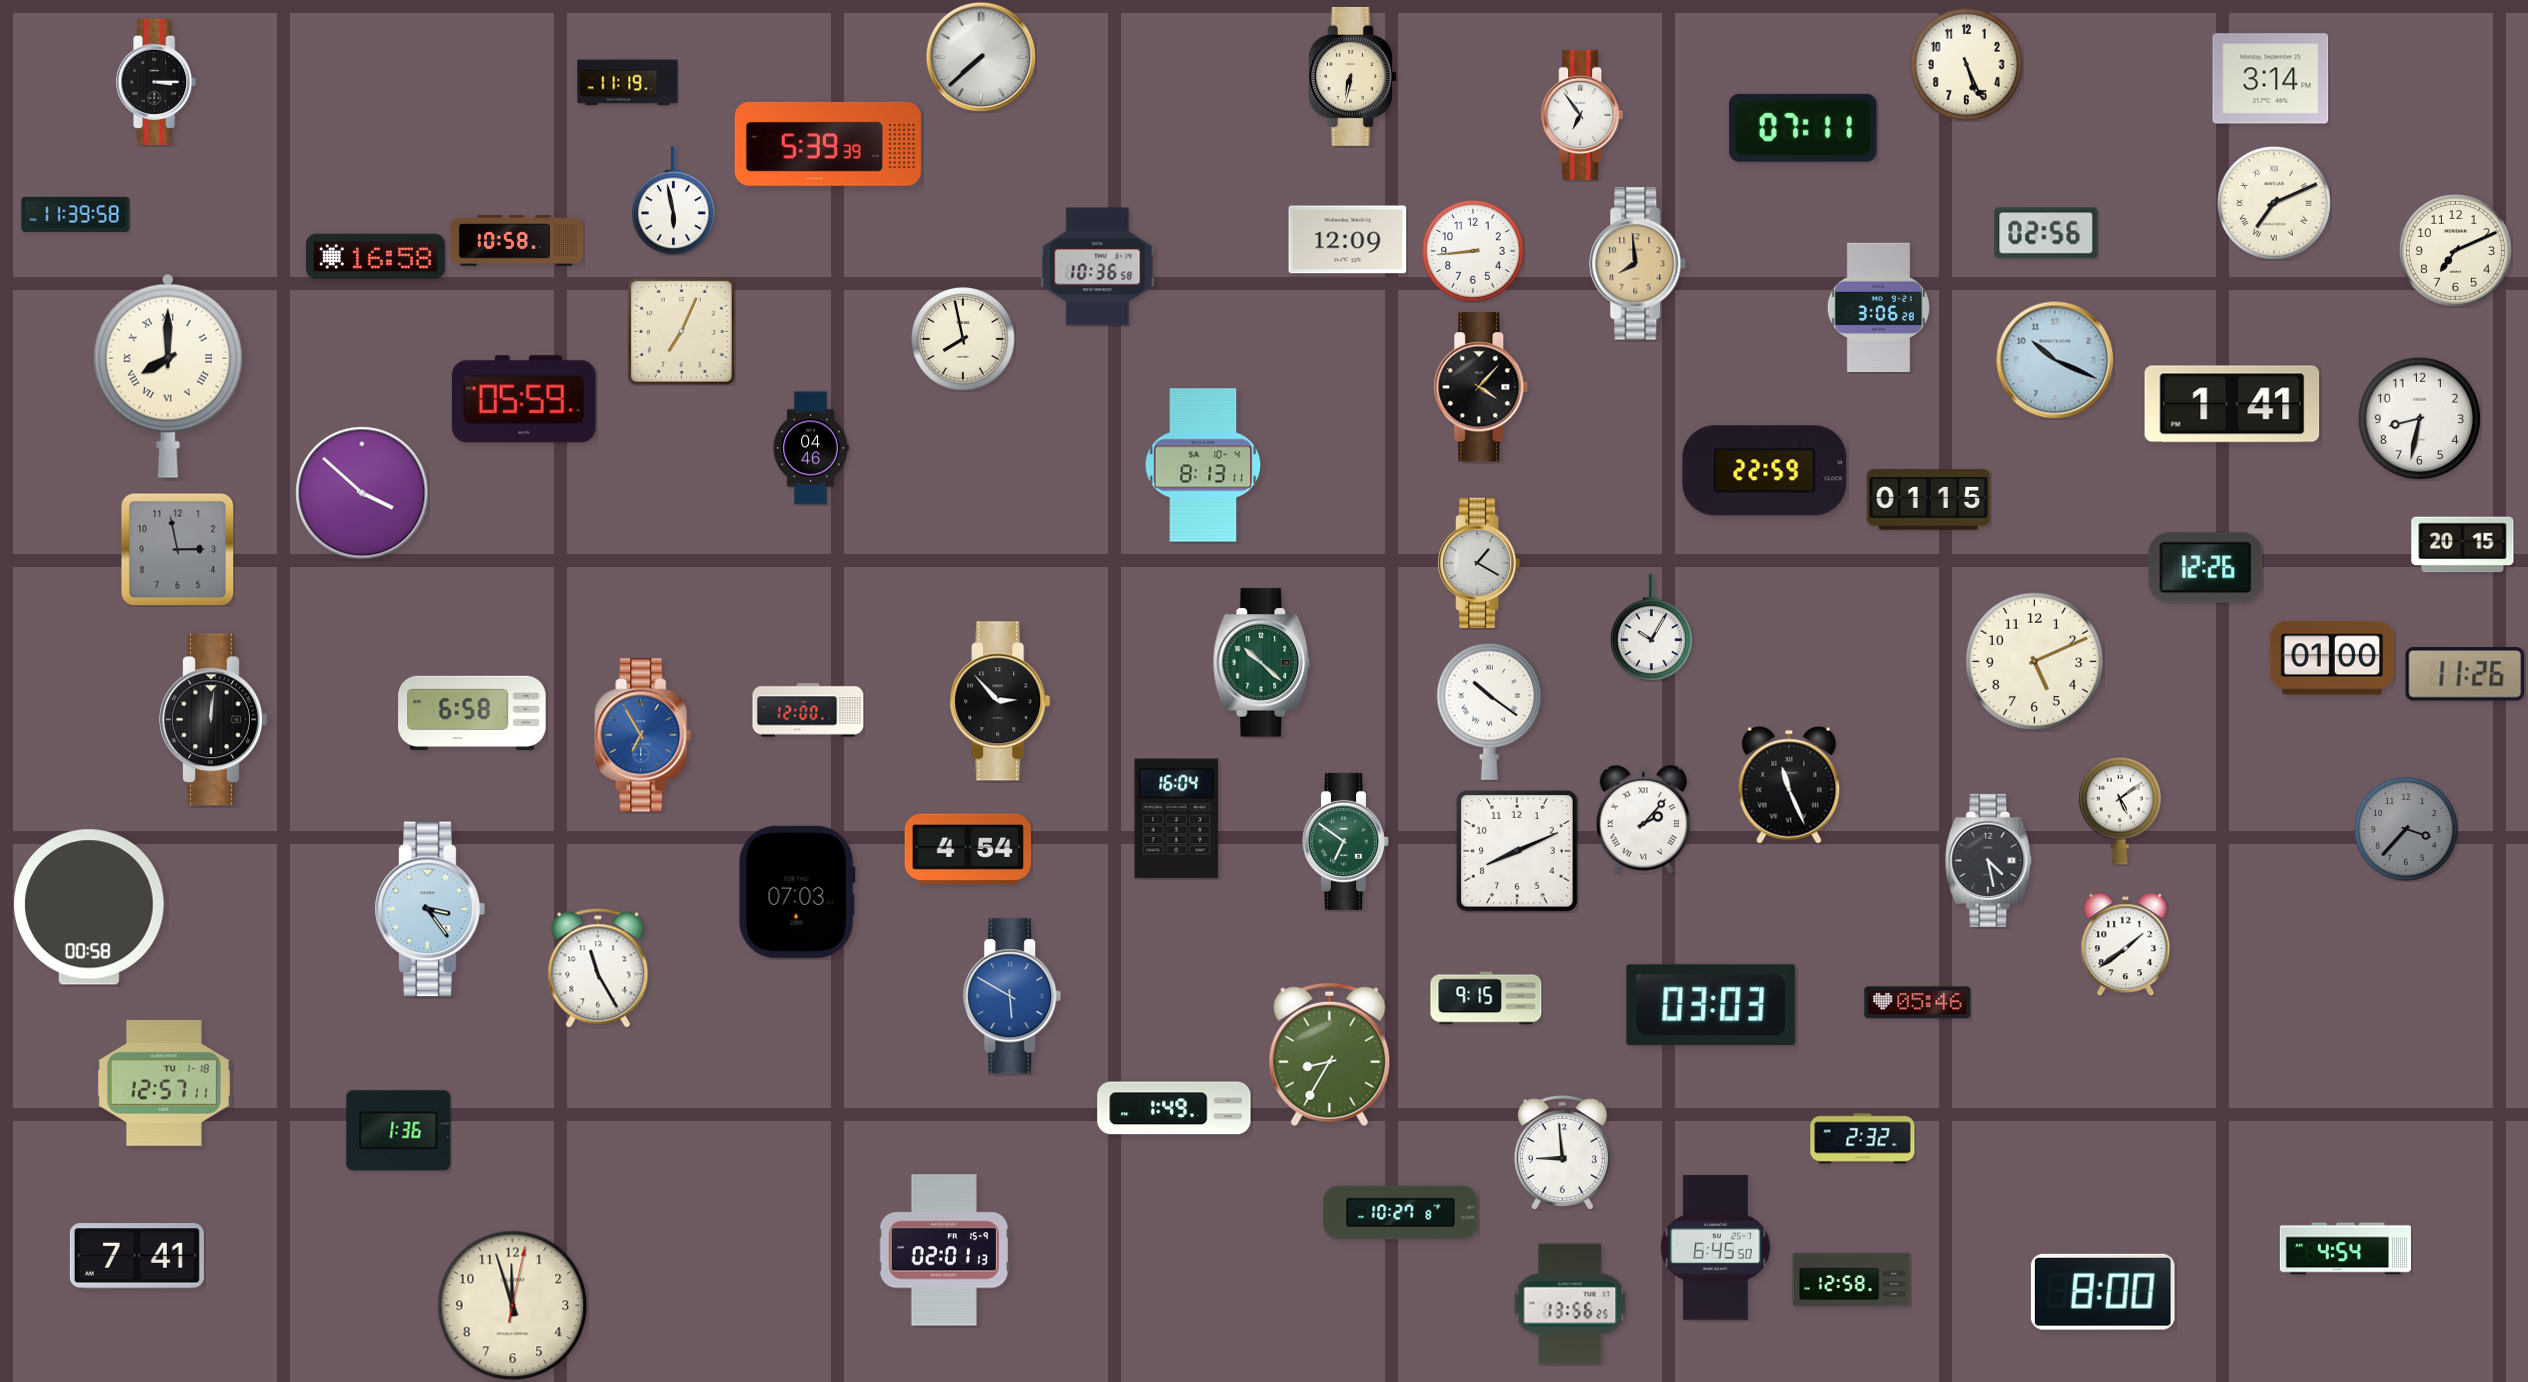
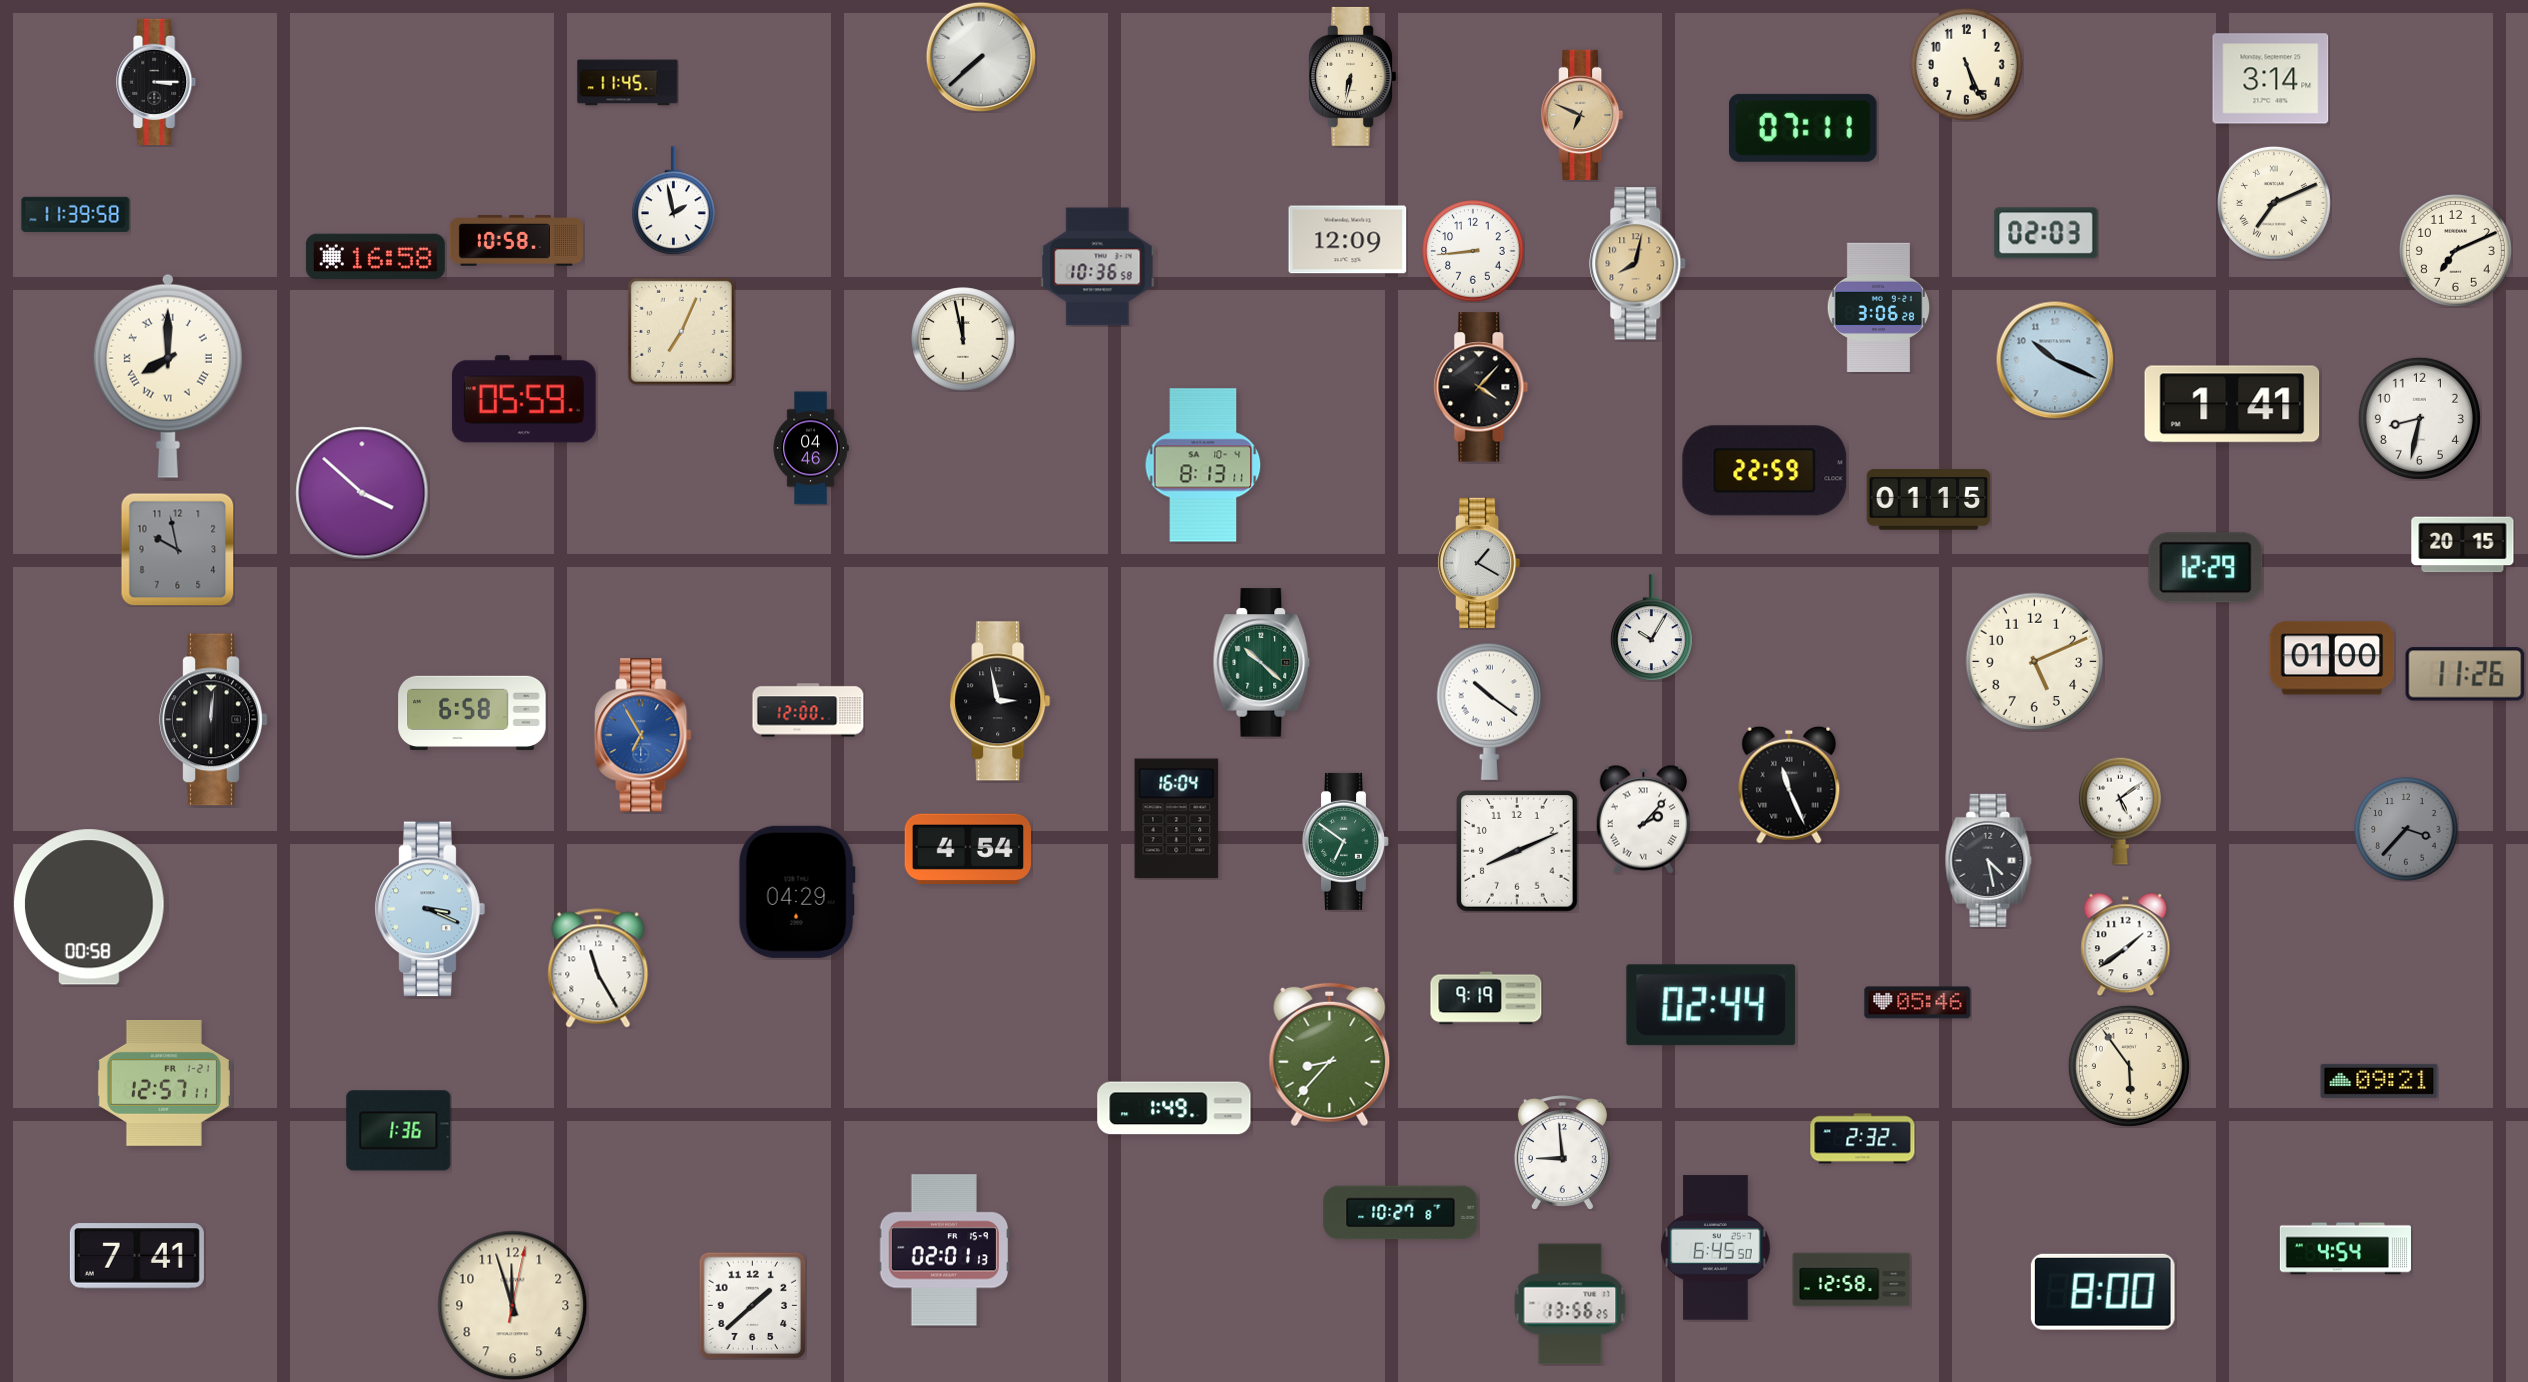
clock at (628, 83): 11:19 -> 11:45
clock at (1582, 115): 6:54 -> 6:49
clock at (1582, 115) dial: white -> champagne
clock at (828, 144): 5:39 -> none
clock at (674, 201): 5:58 -> 1:58
clock at (2046, 233): 02:56 -> 02:03
clock at (1638, 264): 7:59 -> 8:02
clock at (963, 339): 7:58 -> 11:58
clock at (177, 549): 2:58 -> 9:58
clock at (2206, 568): 12:26 -> 12:29
clock at (1000, 701): 2:53 -> 2:58
clock at (797, 892): 07:03 -> 04:29
clock at (430, 909): 3:24 -> 3:19
clock at (1012, 996): 5:50 -> none
clock at (1486, 998): 9:15 -> 9:19
clock at (1711, 1005): 03:03 -> 02:44
clock at (1330, 1055): 8:35 -> 8:37
clock at (2129, 1066): none -> 5:54
clock at (2379, 1081): none -> 09:21
clock at (164, 1083) date: TU 1-18 -> FR 1-21
clock at (752, 1305): none -> 1:38
